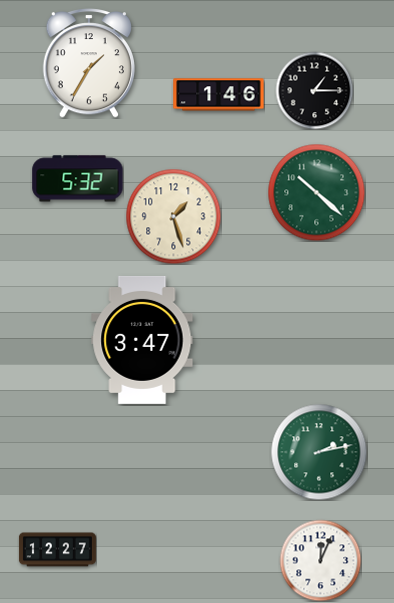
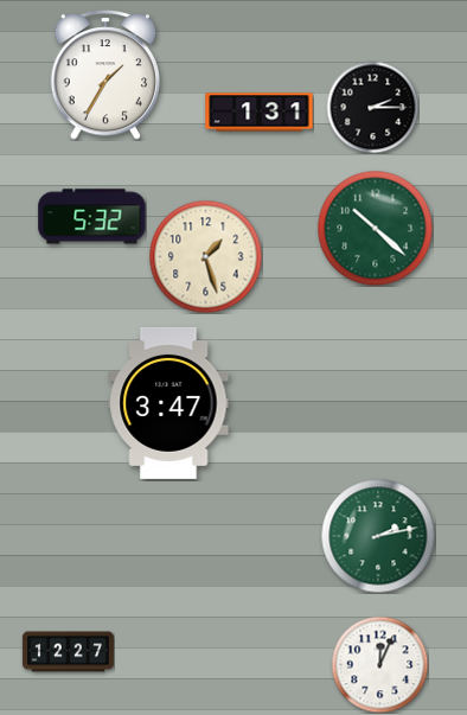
clock at (314, 90): 1:15 -> 2:15
clock at (219, 95): 1:46 -> 1:31
clock at (78, 179) position: (78, 179) -> (92, 217)
